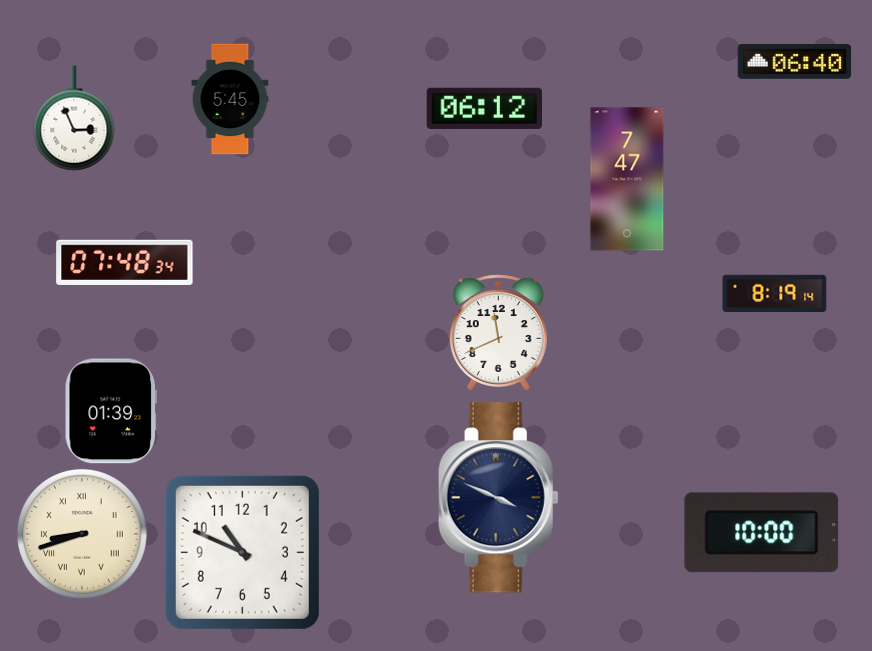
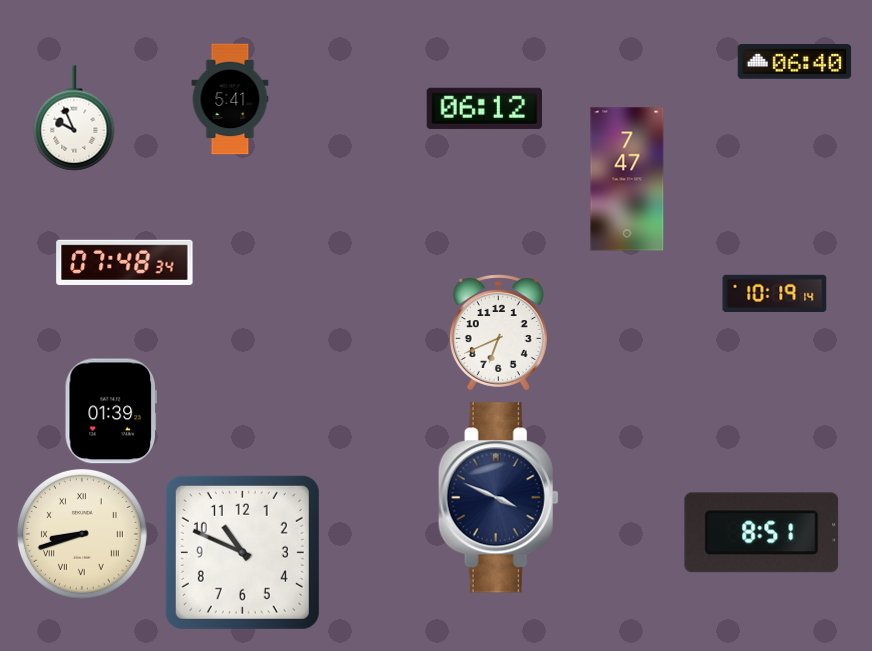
clock at (230, 99): 5:45 -> 5:41
clock at (74, 118): 2:56 -> 9:56
clock at (775, 294): 8:19 -> 10:19
clock at (498, 333): 11:41 -> 6:41
clock at (762, 533): 10:00 -> 8:51
